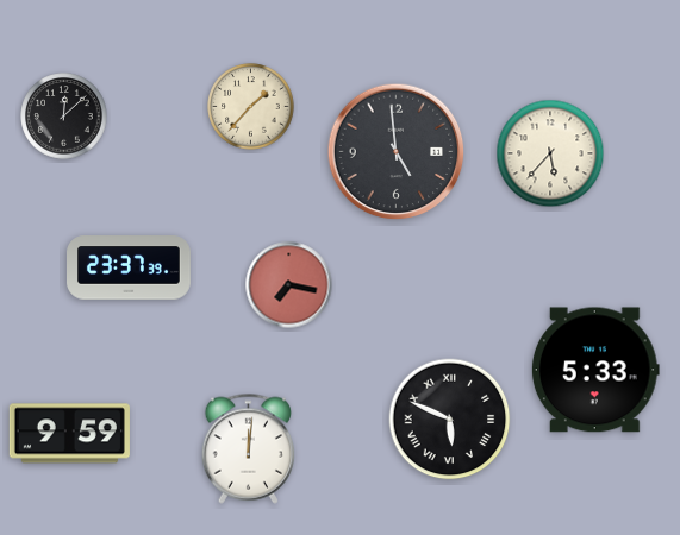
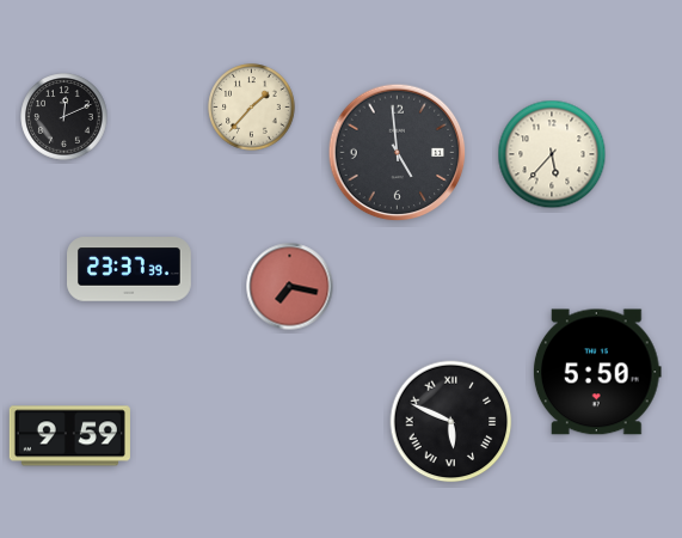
clock at (64, 117): 12:08 -> 12:11
clock at (595, 370): 5:33 -> 5:50
clock at (248, 448): 12:01 -> none
